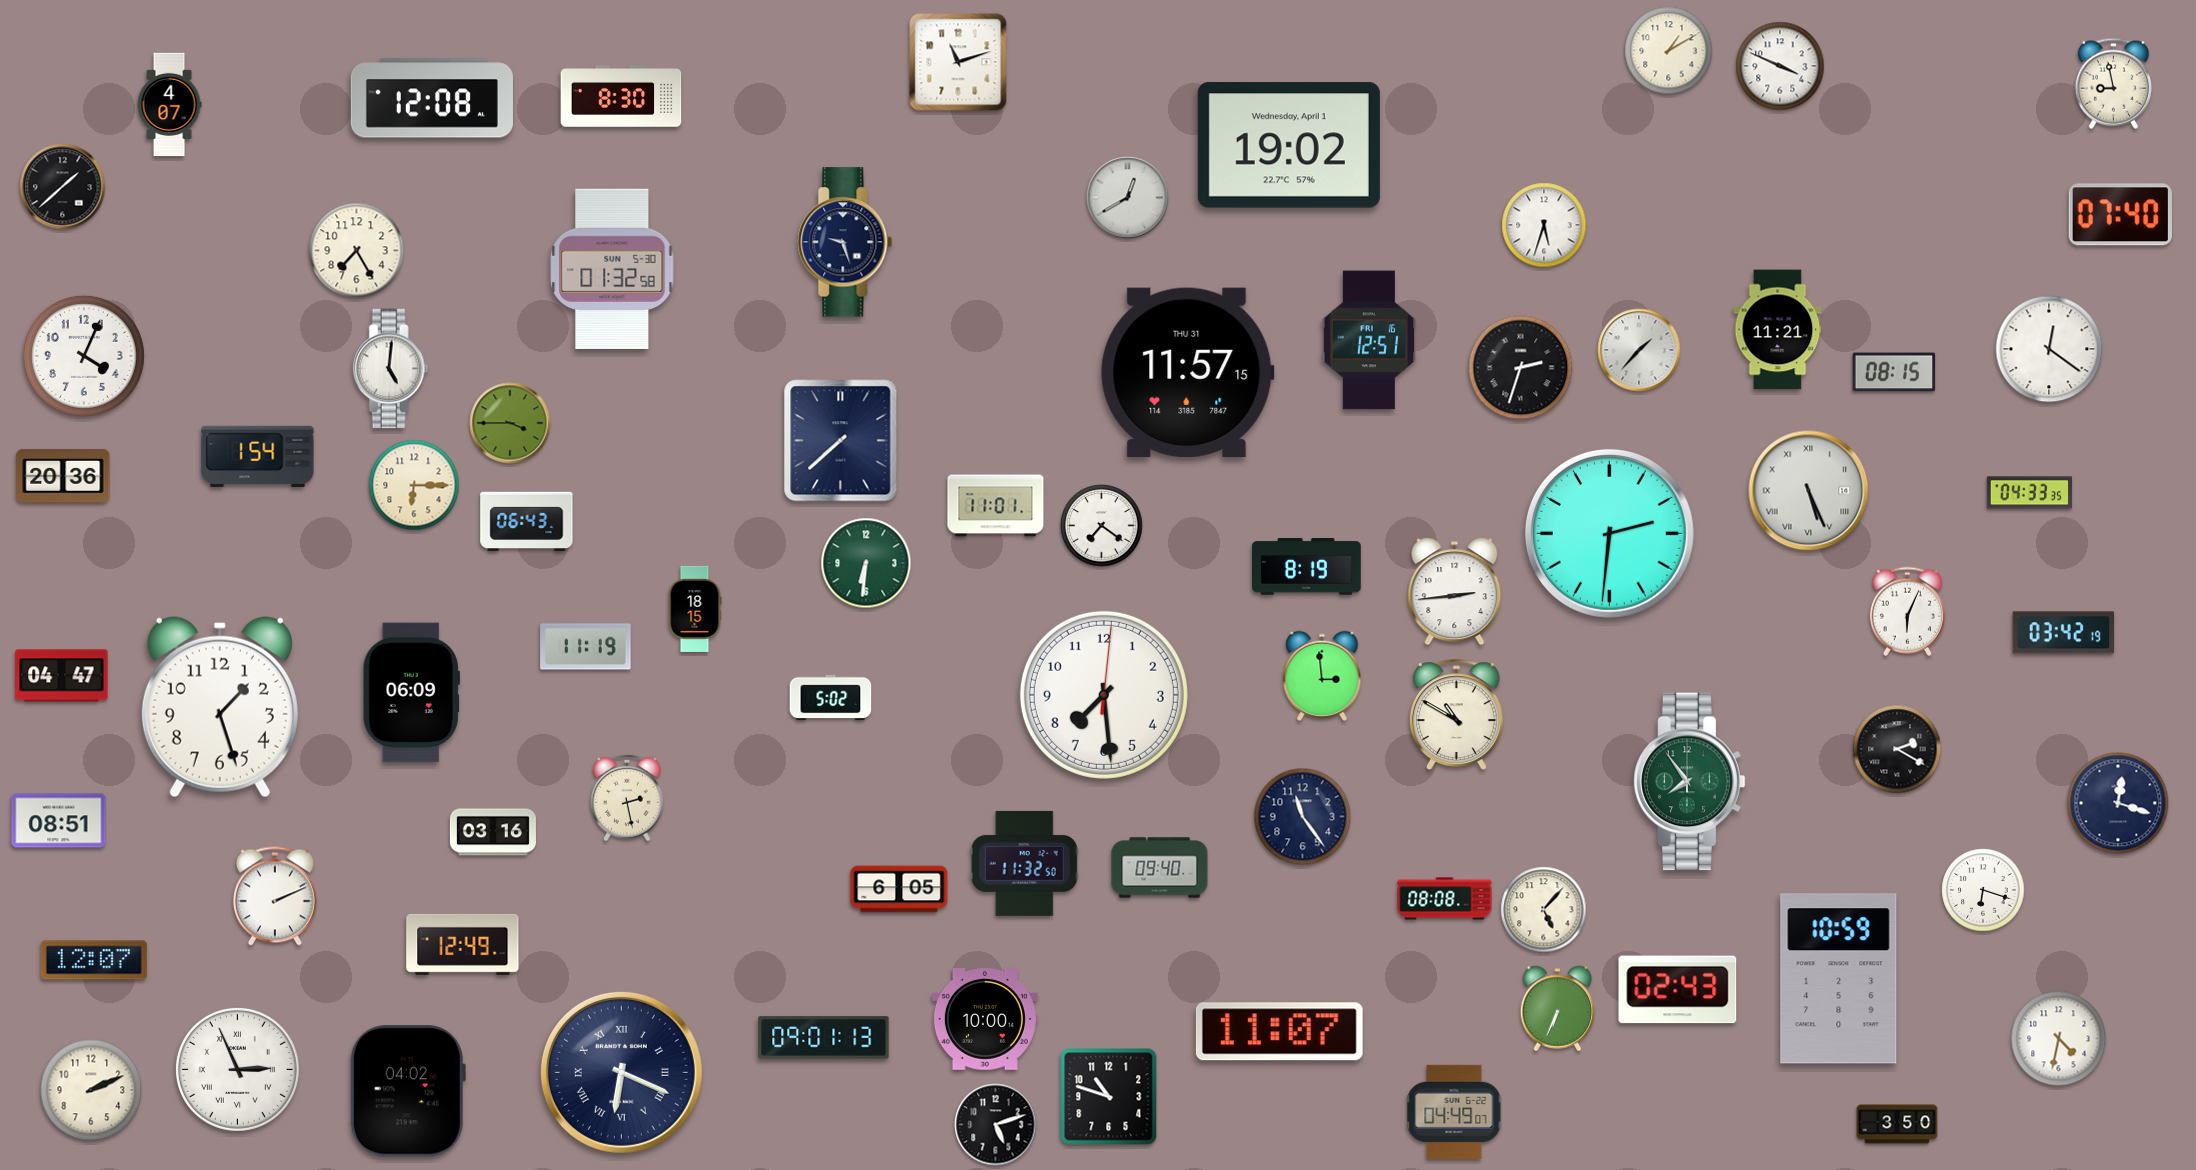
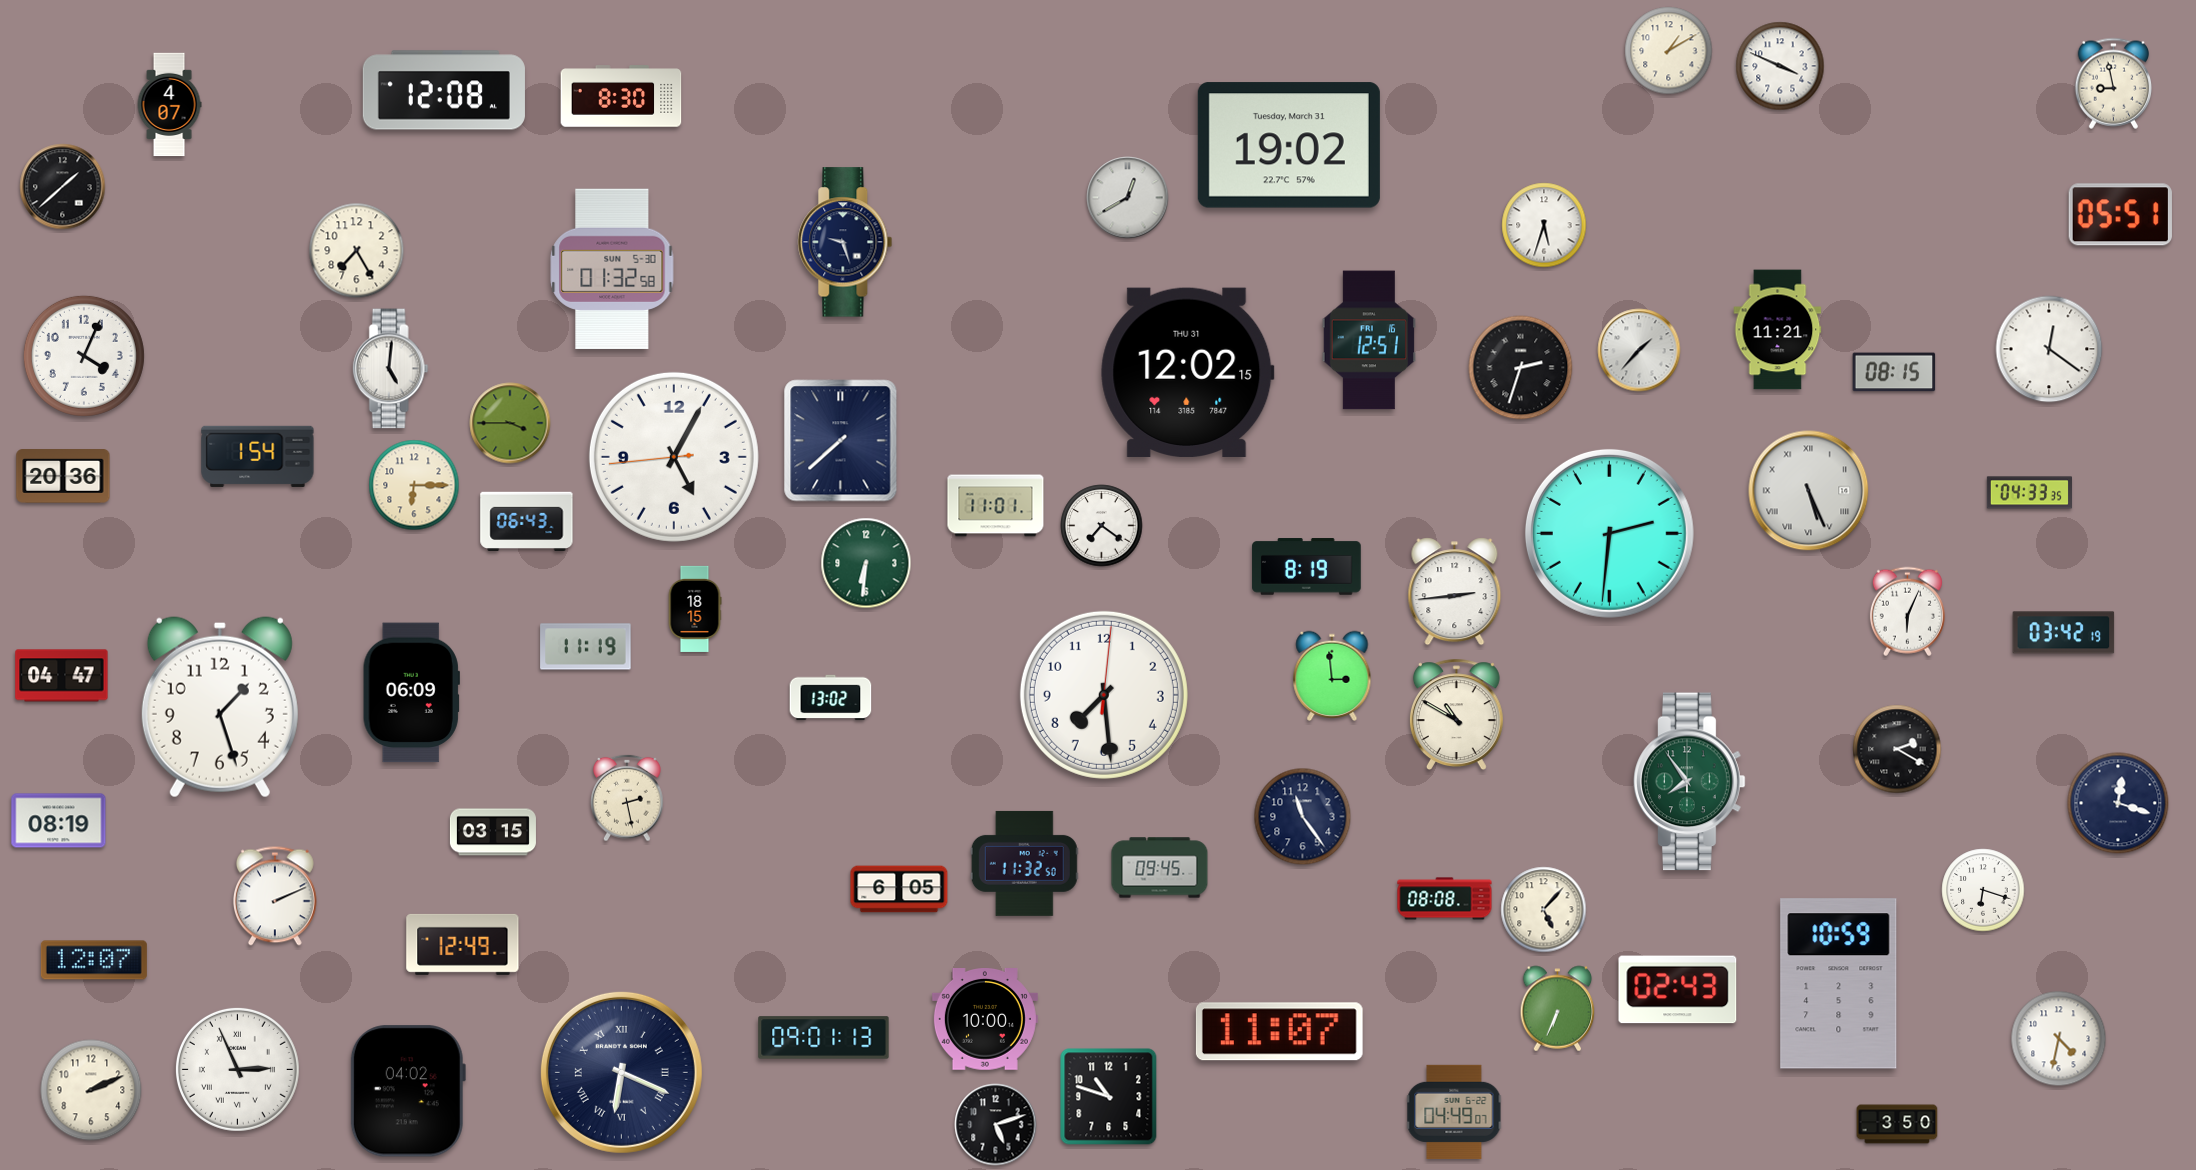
clock at (958, 62): 11:12 -> none
clock at (432, 98) position: (432, 98) -> (444, 90)
clock at (1289, 145) date: Wednesday, April 1 -> Tuesday, March 31
clock at (2120, 215): 07:40 -> 05:51
clock at (1188, 372): 11:57 -> 12:02
clock at (674, 457): none -> 5:04
clock at (1322, 675) position: (1322, 675) -> (1332, 675)
clock at (831, 698): 5:02 -> 13:02
clock at (59, 821): 08:51 -> 08:19
clock at (493, 832): 03:16 -> 03:15
clock at (1160, 868): 09:40 -> 09:45
clock at (1839, 979) position: (1839, 979) -> (1839, 984)
